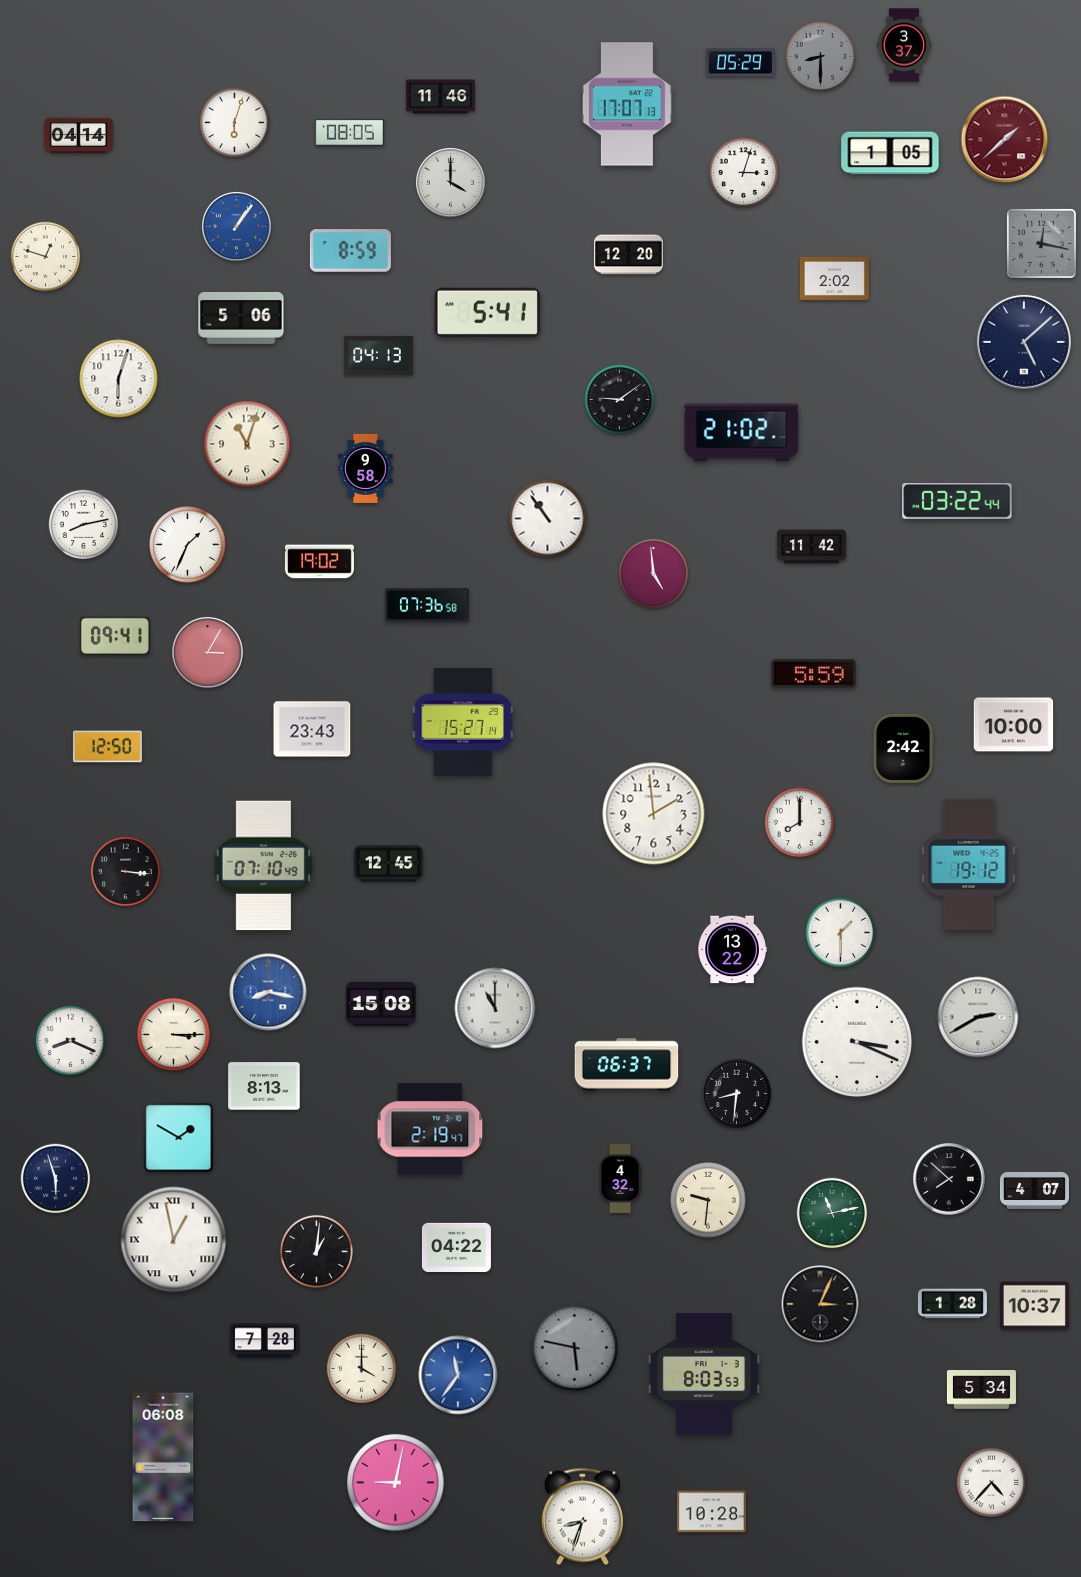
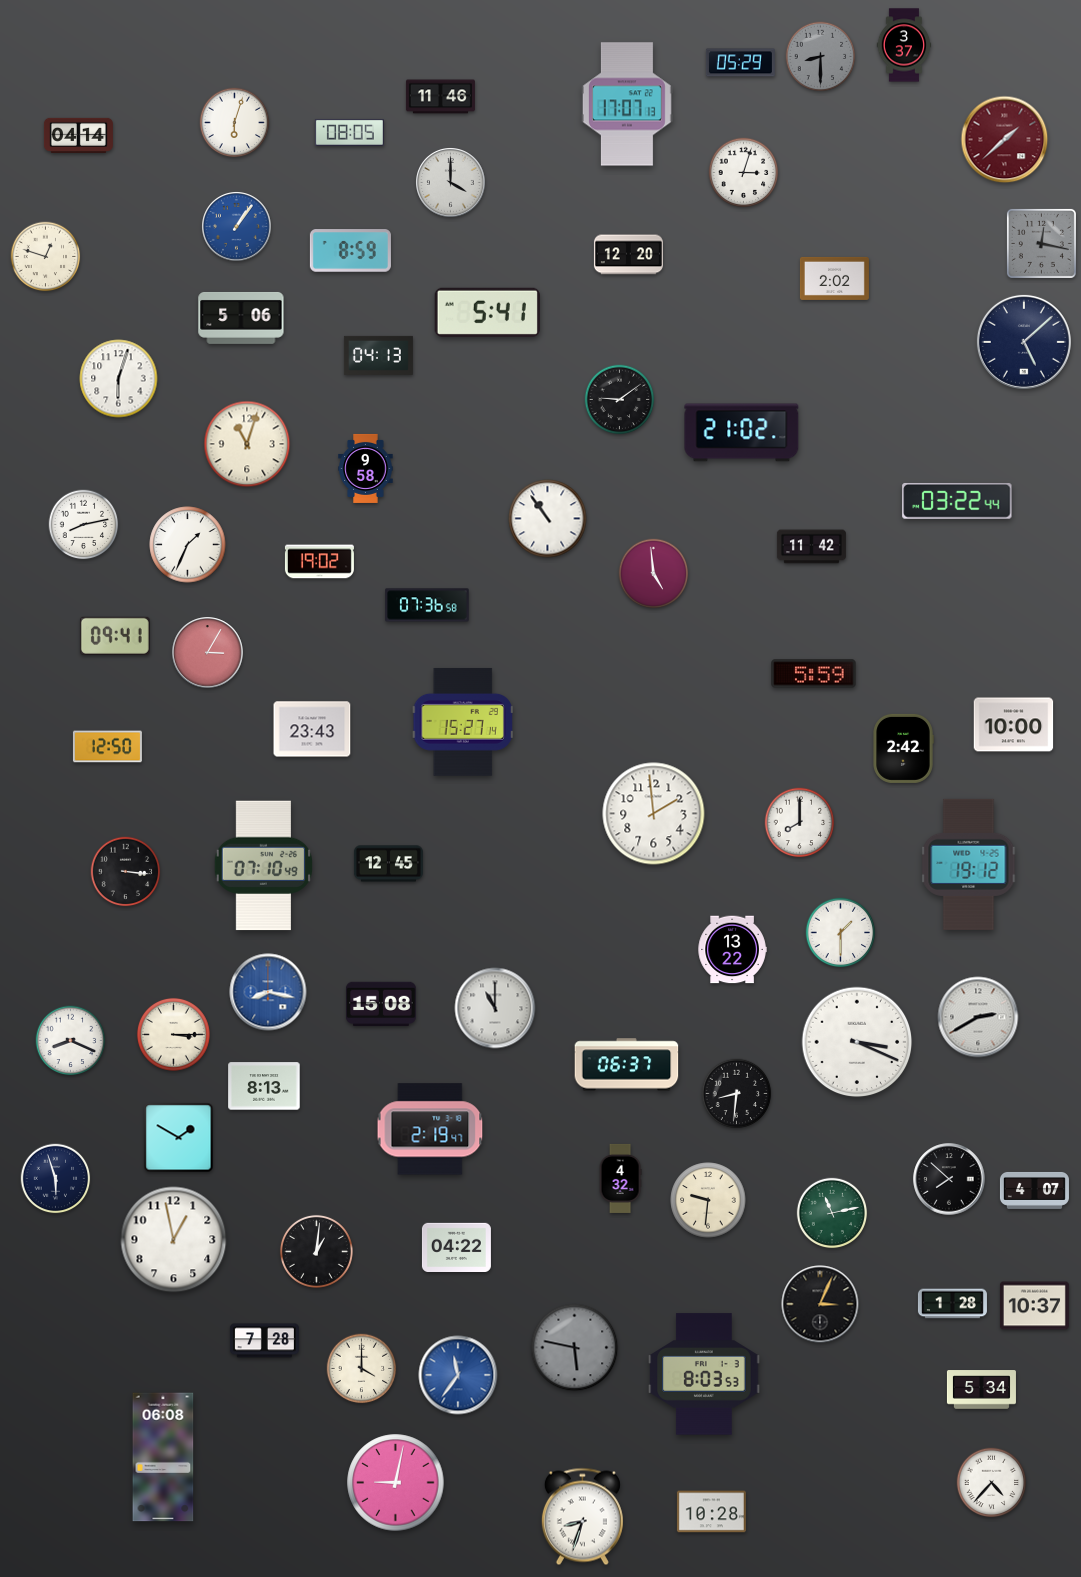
clock at (890, 153): 1:05 -> none
clock at (174, 1240) numerals: Roman -> Arabic
